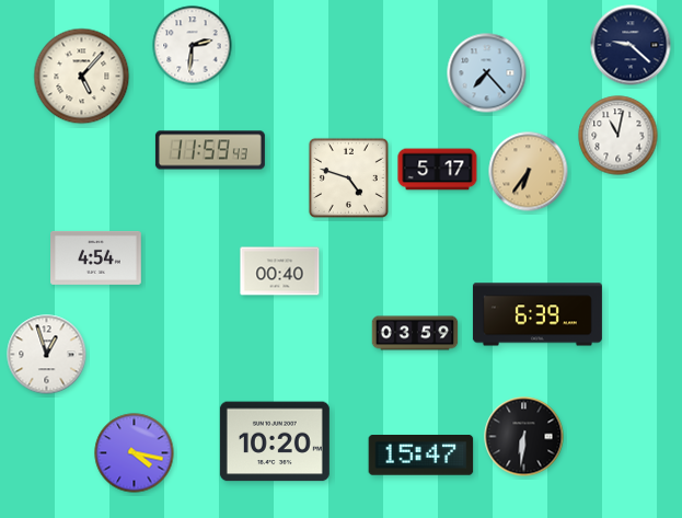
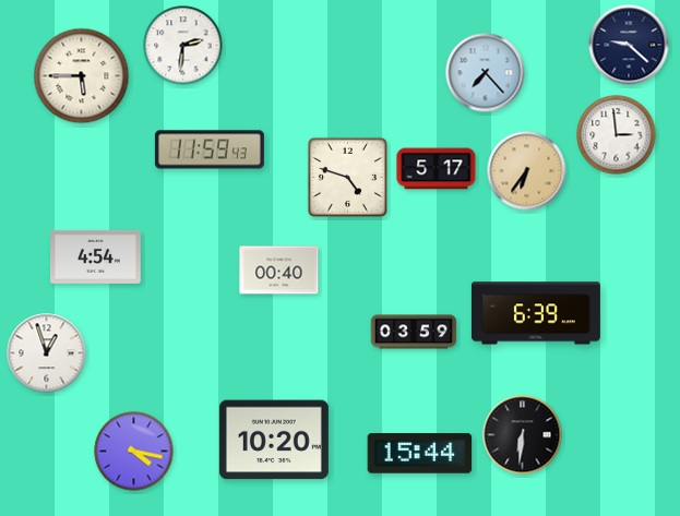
clock at (193, 46) position: (193, 46) -> (183, 46)
clock at (82, 77): 5:07 -> 5:45
clock at (619, 136): 11:02 -> 2:59
clock at (421, 456): 15:47 -> 15:44
